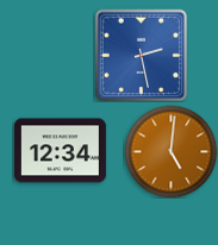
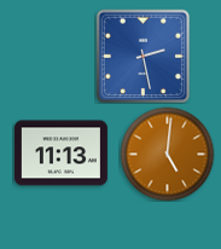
clock at (60, 151): 12:34 -> 11:13
clock at (170, 151) position: (170, 151) -> (167, 154)
